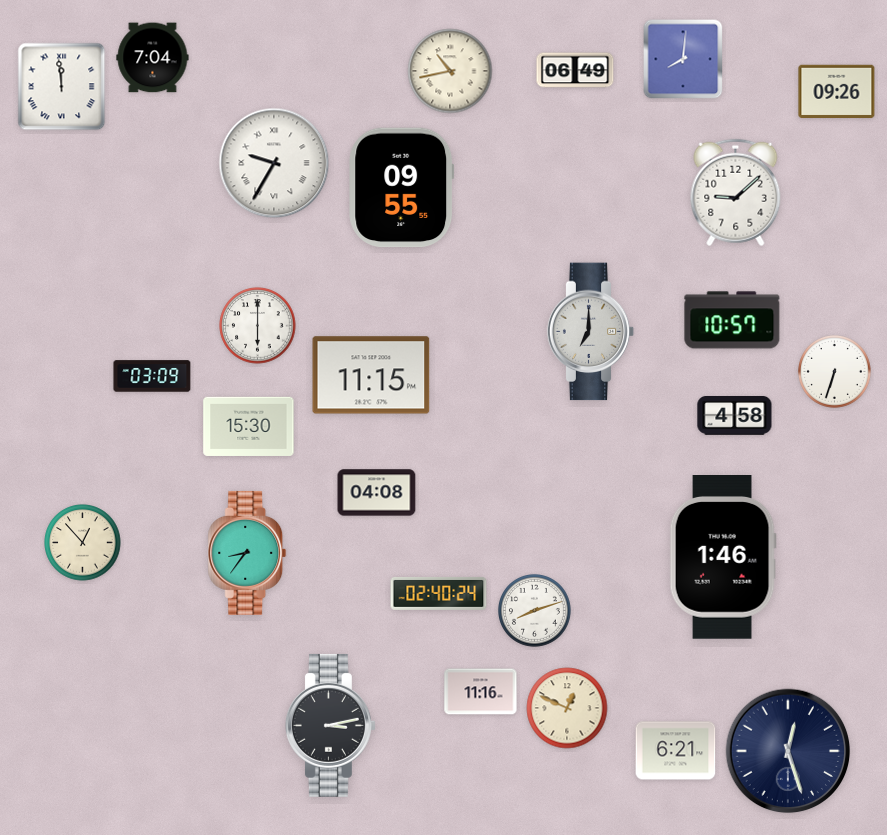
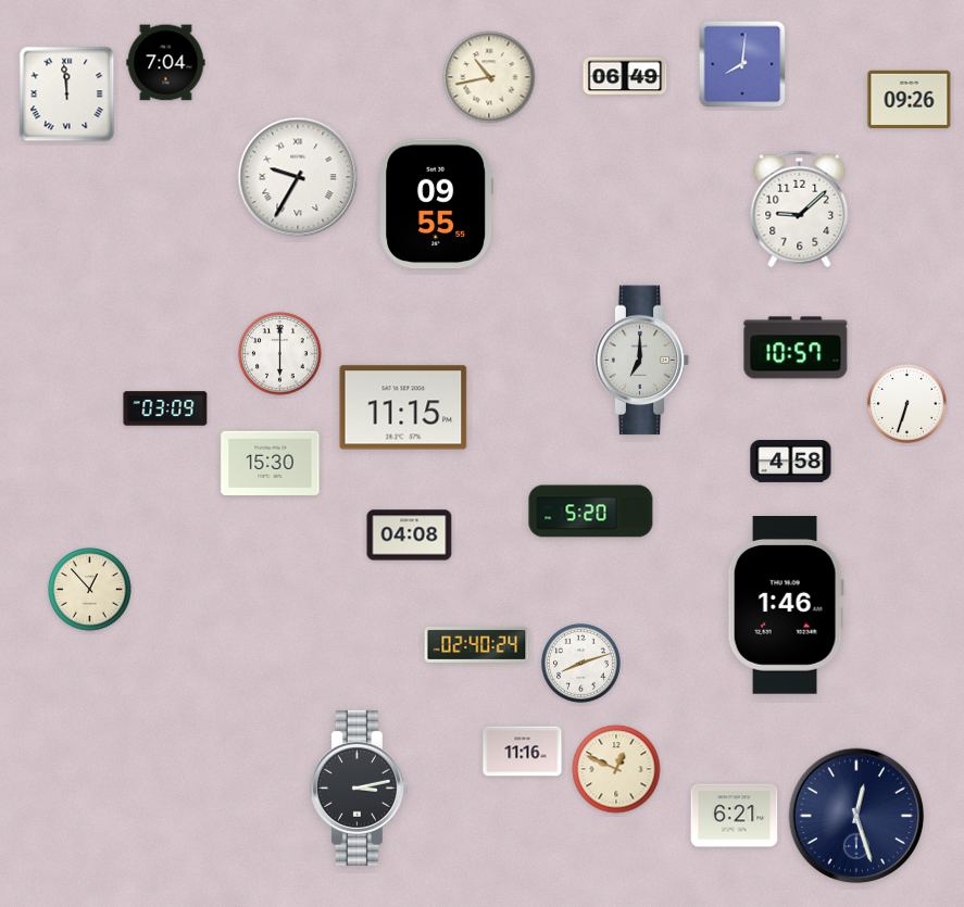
clock at (735, 416) position: (735, 416) -> (791, 462)
clock at (591, 512): none -> 5:20
clock at (247, 553): 8:36 -> none
